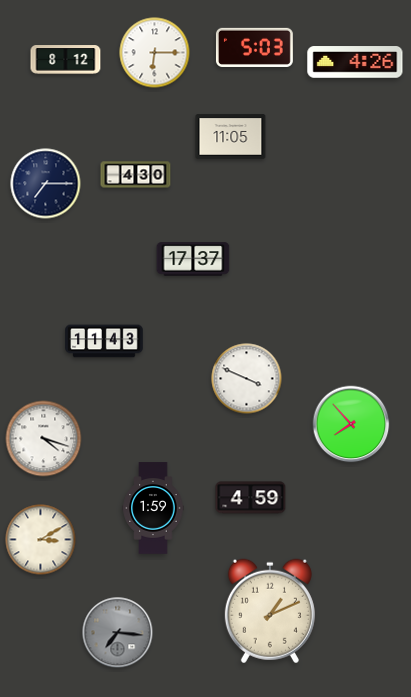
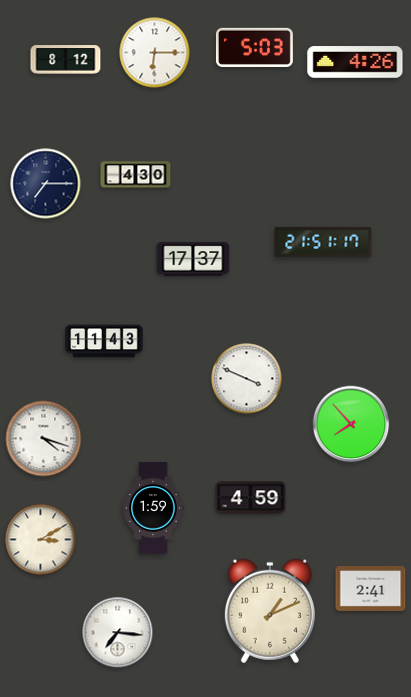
clock at (231, 137): 11:05 -> none
clock at (323, 242): none -> 21:51
clock at (371, 588): none -> 2:41
clock at (118, 633) dial: grey -> white
